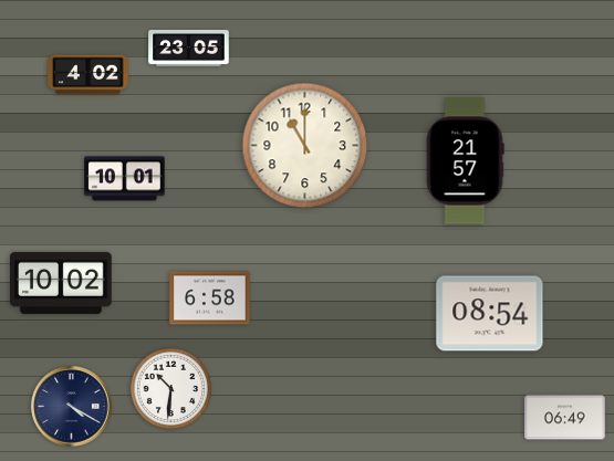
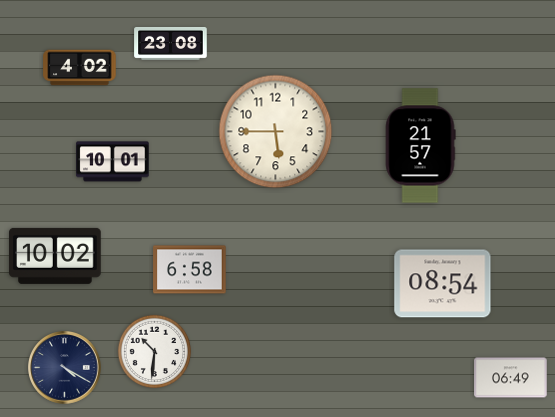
clock at (189, 48): 23:05 -> 23:08
clock at (305, 146): 11:00 -> 5:45
